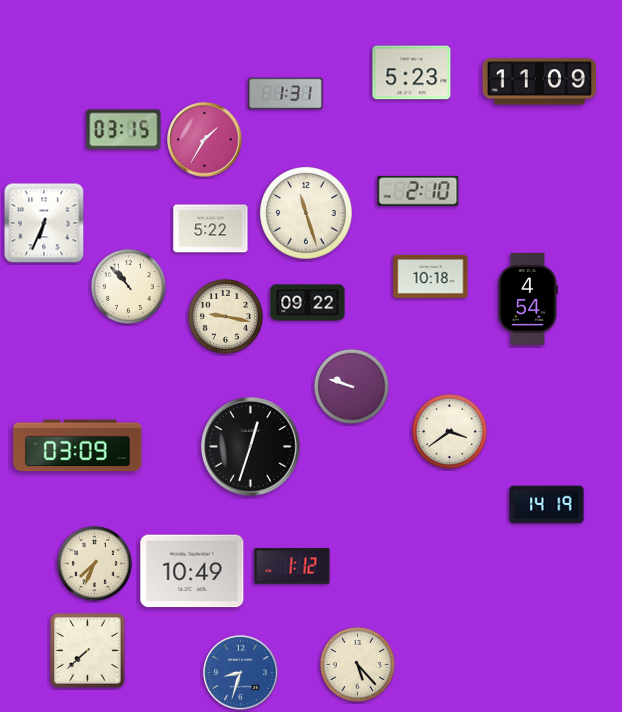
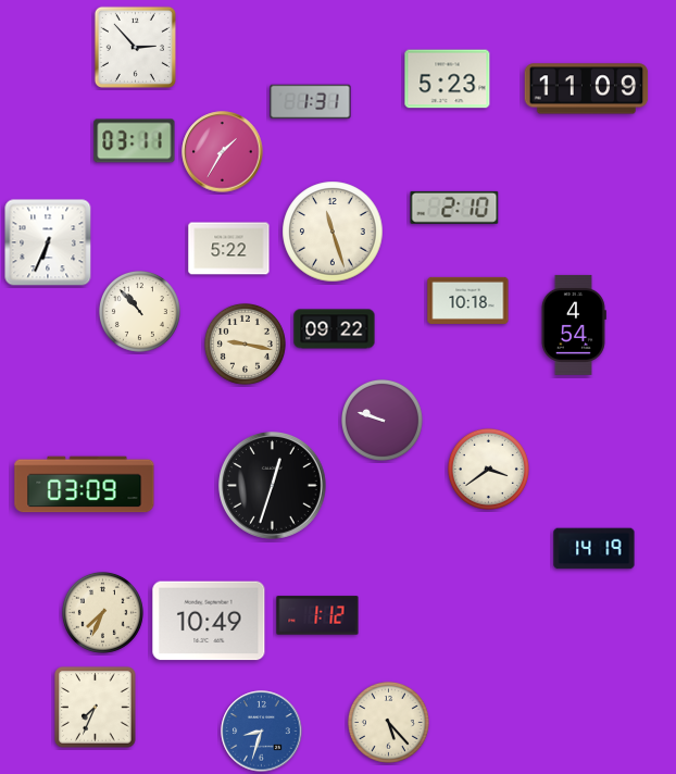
clock at (135, 47): none -> 2:53
clock at (124, 130): 03:15 -> 03:11
clock at (88, 651): 7:38 -> 7:34
